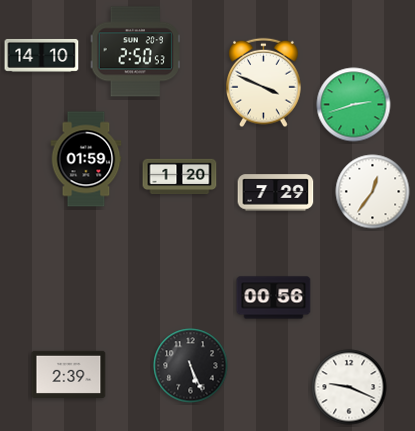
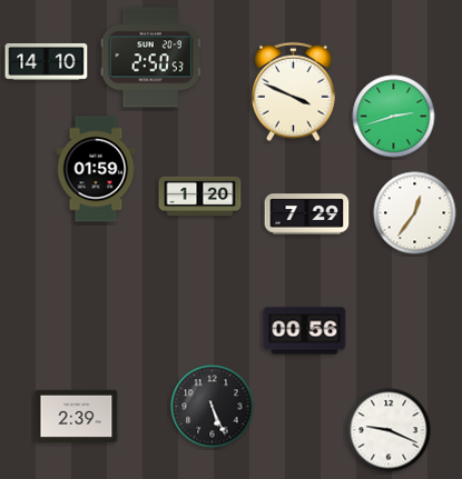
clock at (86, 159) position: (86, 159) -> (96, 169)
